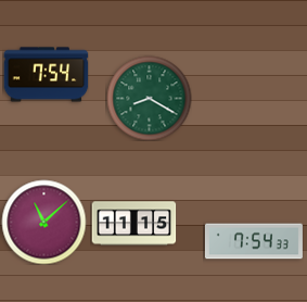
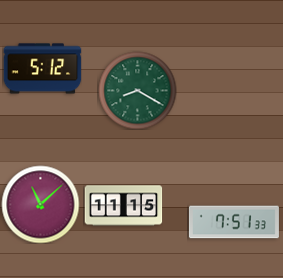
clock at (46, 75): 7:54 -> 5:12
clock at (254, 241): 7:54 -> 7:51
